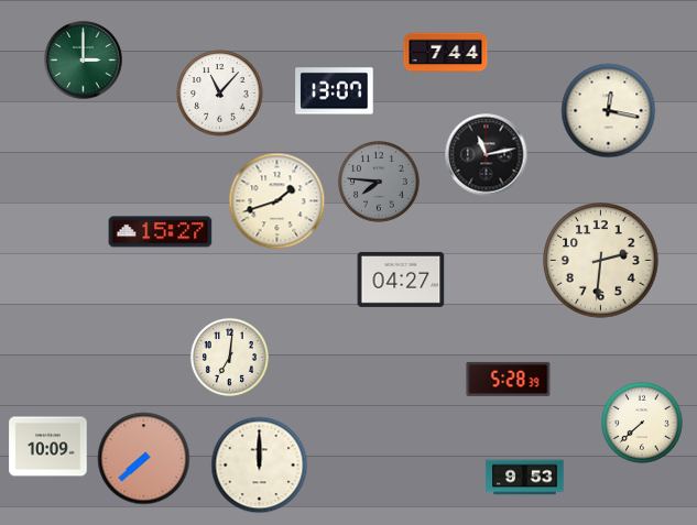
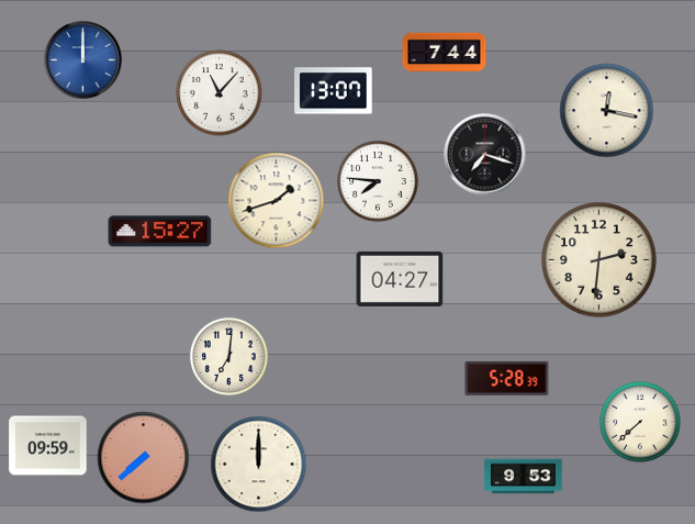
clock at (84, 61): 3:00 -> 12:00
clock at (84, 61) dial: green -> blue
clock at (487, 155): 11:13 -> 7:18
clock at (380, 183) dial: grey -> white
clock at (48, 447): 10:09 -> 09:59
